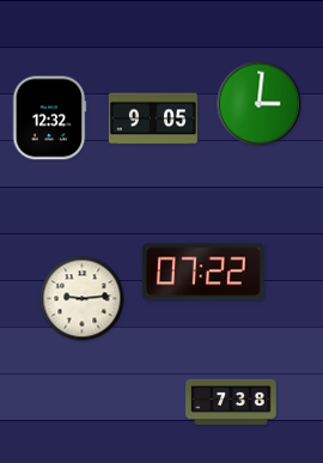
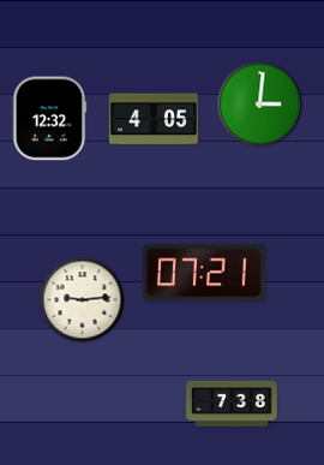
clock at (153, 118): 9:05 -> 4:05
clock at (203, 272): 07:22 -> 07:21
